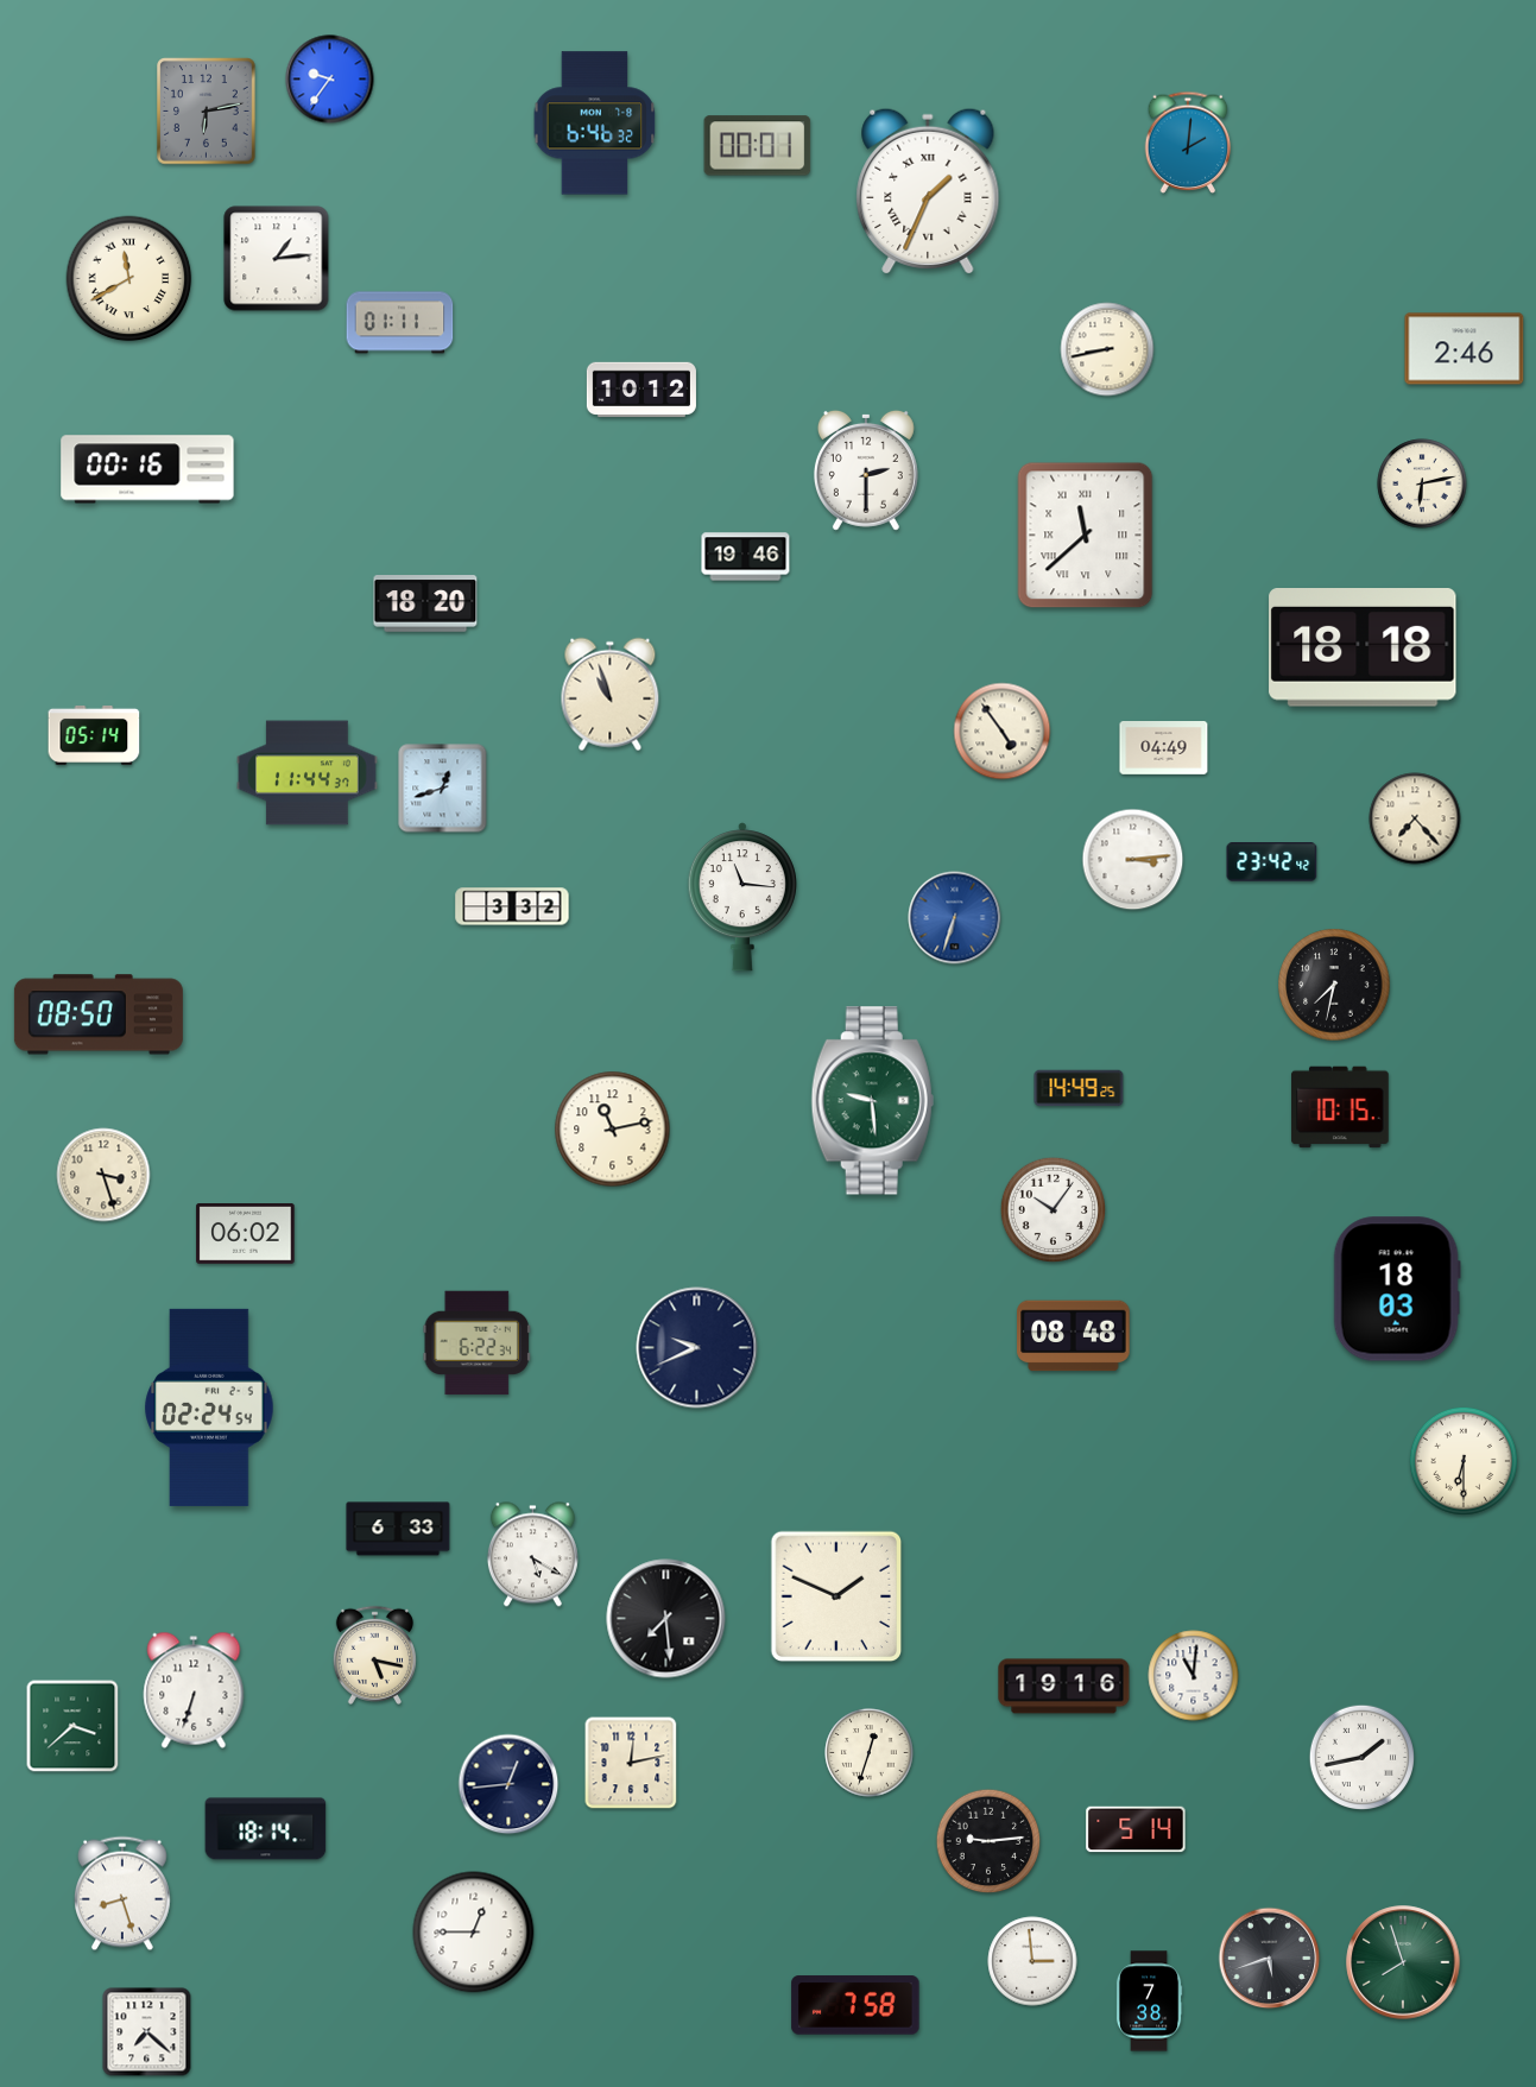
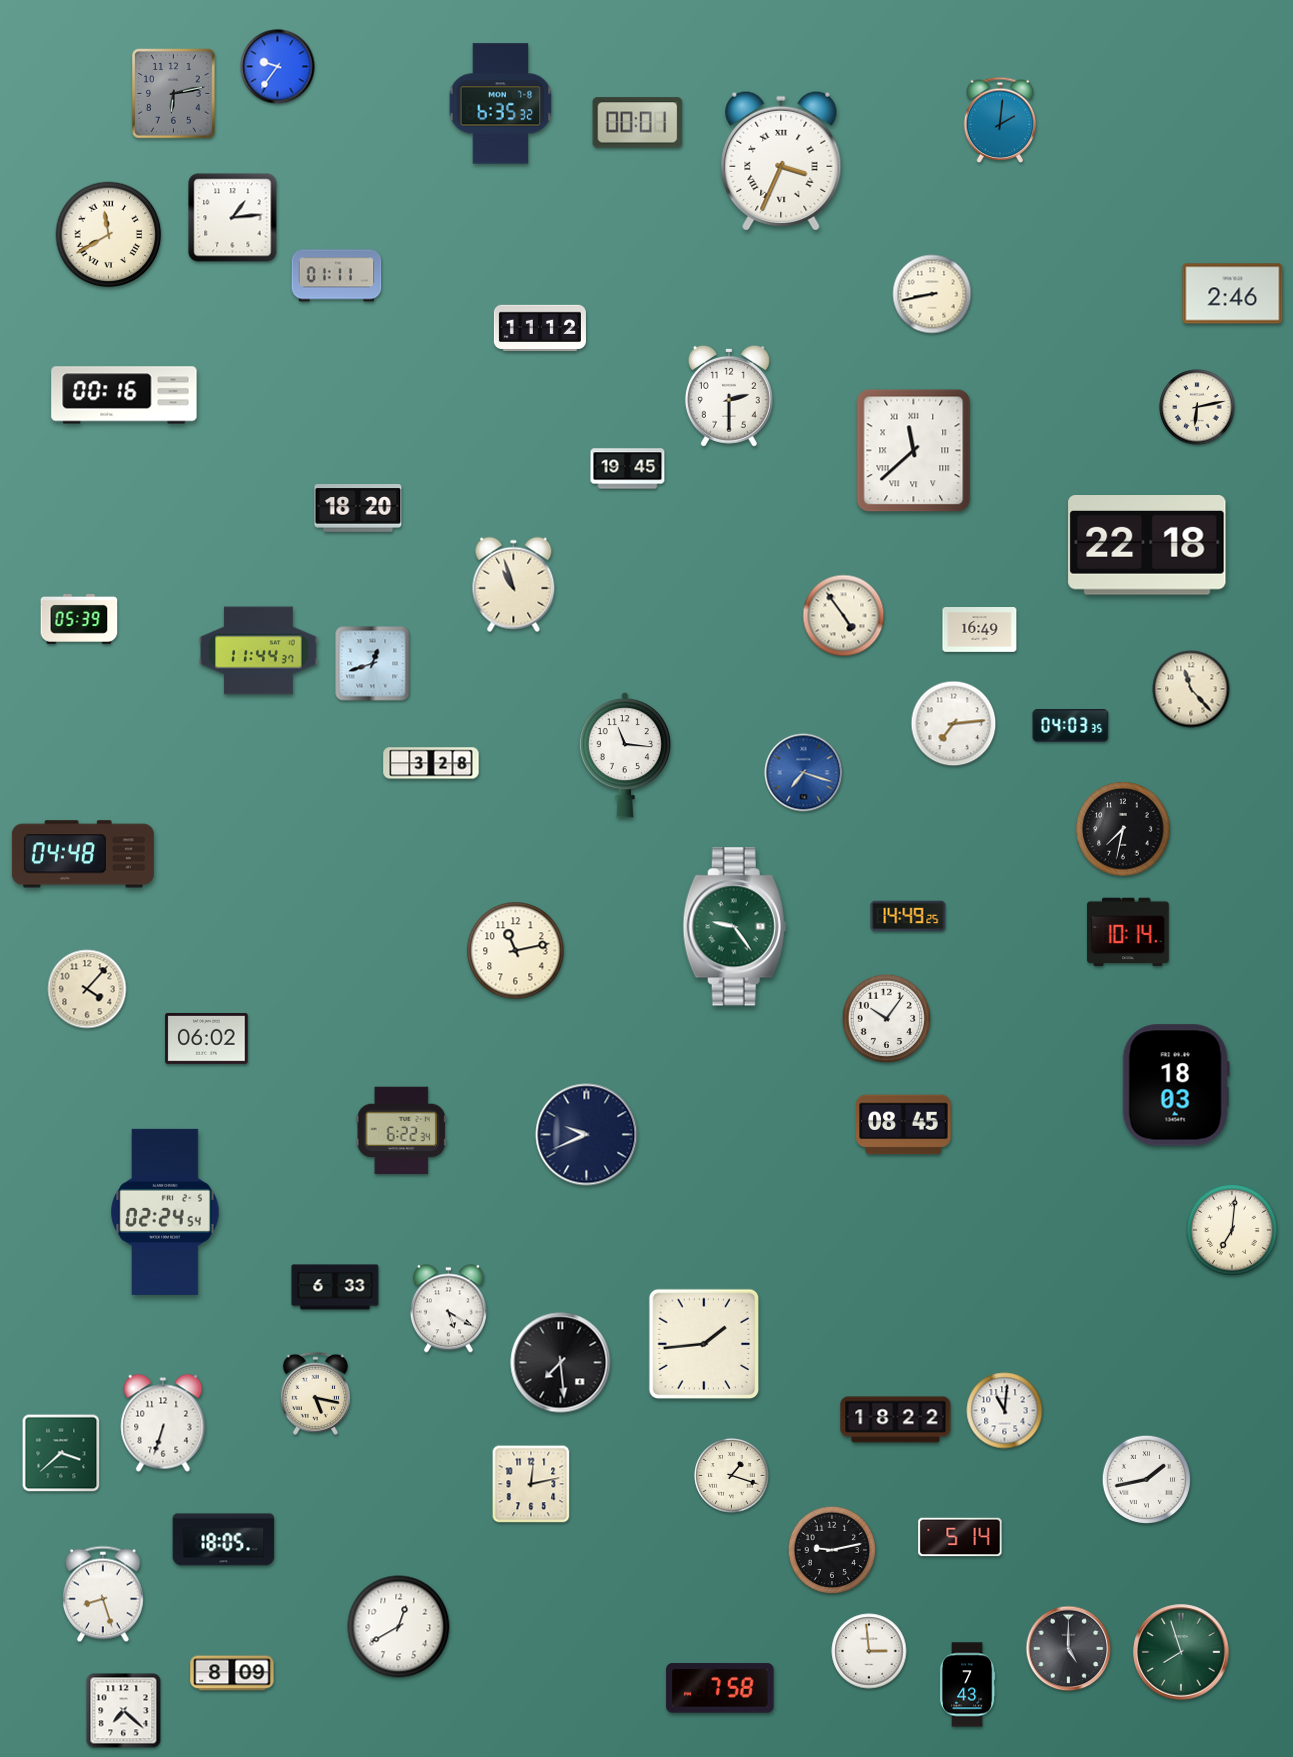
clock at (595, 124): 6:46 -> 6:35
clock at (928, 190): 1:34 -> 3:34
clock at (400, 323) position: (400, 323) -> (337, 276)
clock at (641, 390): 10:12 -> 11:12
clock at (746, 557): 19:46 -> 19:45
clock at (1363, 649): 18:18 -> 22:18
clock at (94, 735): 05:14 -> 05:39
clock at (1164, 748): 04:49 -> 16:49
clock at (1415, 818): 7:23 -> 11:23
clock at (1133, 860): 3:14 -> 7:14
clock at (1272, 862): 23:42 -> 04:03
clock at (512, 906): 3:32 -> 3:28
clock at (955, 918): 6:33 -> 7:18
clock at (99, 1014): 08:50 -> 04:48
clock at (872, 1101): 9:29 -> 9:24
clock at (1340, 1107): 10:15 -> 10:14
clock at (103, 1175): 3:27 -> 4:07
clock at (1074, 1336): 08:48 -> 08:45
clock at (209, 1408) position: (209, 1408) -> (165, 1212)
clock at (1464, 1461): 6:30 -> 7:01
clock at (836, 1596): 1:49 -> 1:44
clock at (1064, 1687): 19:16 -> 18:22
clock at (870, 1753): 12:33 -> 1:18
clock at (508, 1784): 12:44 -> none
clock at (266, 1829): 18:14 -> 18:05
clock at (1136, 1829) position: (1136, 1829) -> (960, 1537)
clock at (988, 1841): 9:14 -> 9:13
clock at (474, 1933): 12:45 -> 12:40
clock at (1270, 1959): 5:42 -> 5:00
clock at (232, 1673): none -> 8:09
clock at (1149, 2001): 7:38 -> 7:43
